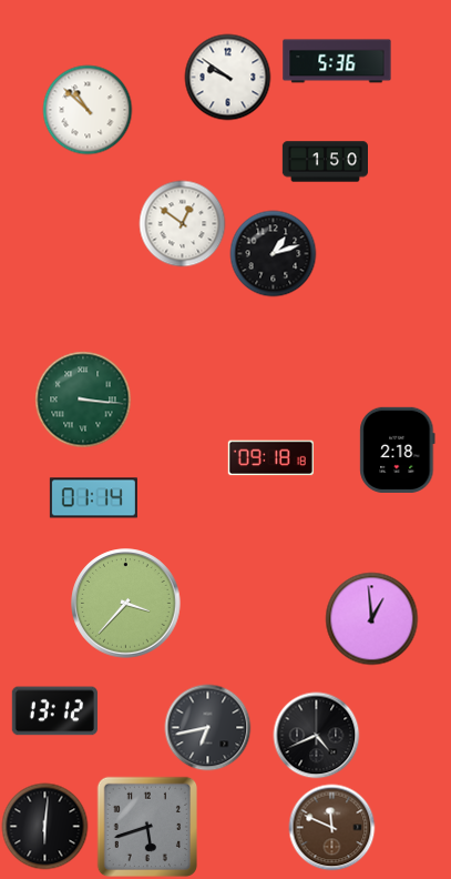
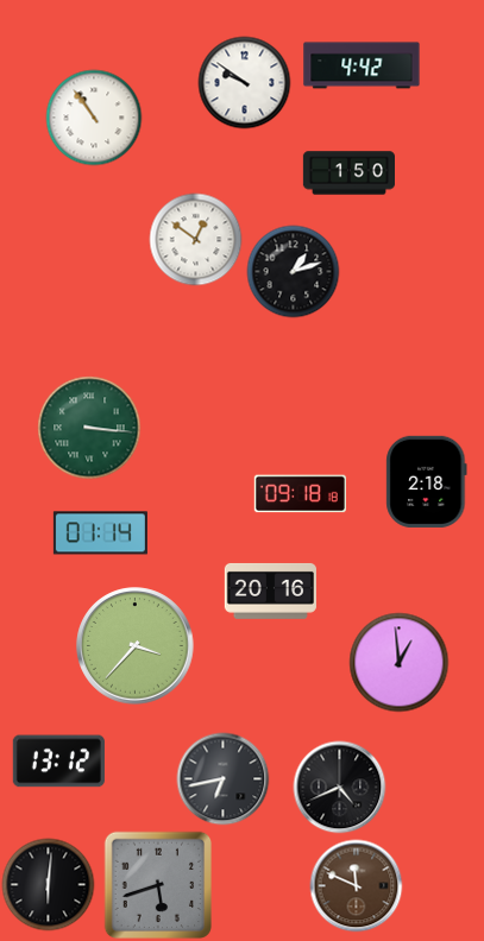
clock at (337, 61): 5:36 -> 4:42
clock at (88, 110): 10:52 -> 10:54
clock at (270, 458) position: (270, 458) -> (300, 494)
clock at (270, 591): none -> 20:16
